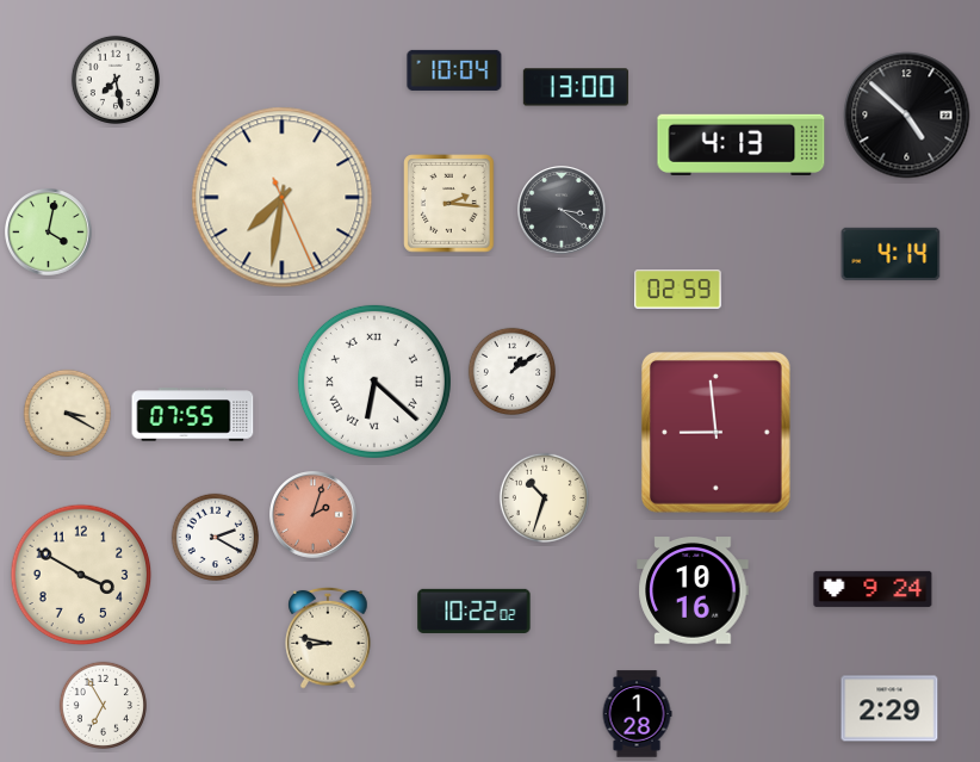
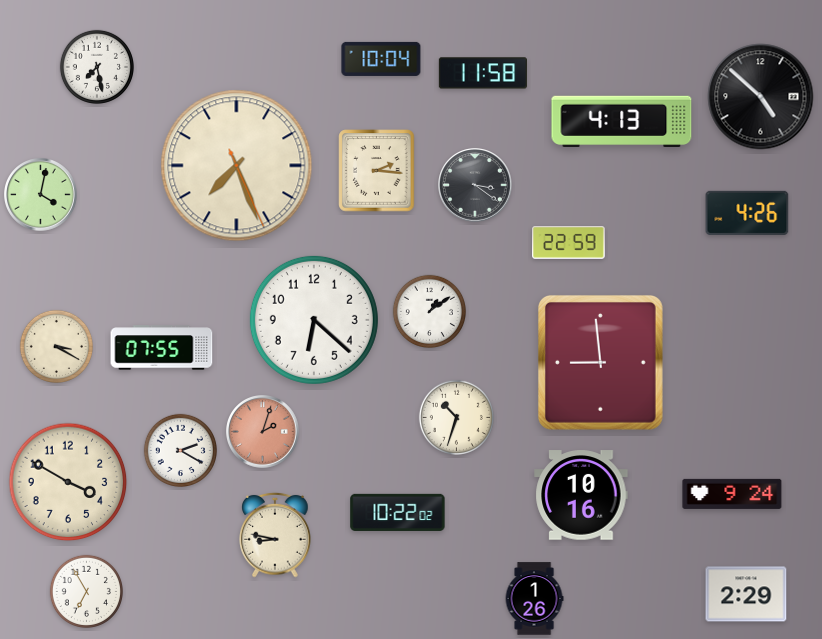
clock at (576, 87): 13:00 -> 11:58
clock at (283, 198): 7:31 -> 7:26
clock at (562, 210) position: (562, 210) -> (475, 185)
clock at (891, 254): 4:14 -> 4:26
clock at (678, 290): 02:59 -> 22:59
clock at (374, 382) numerals: Roman -> Arabic
clock at (637, 714): 1:28 -> 1:26
